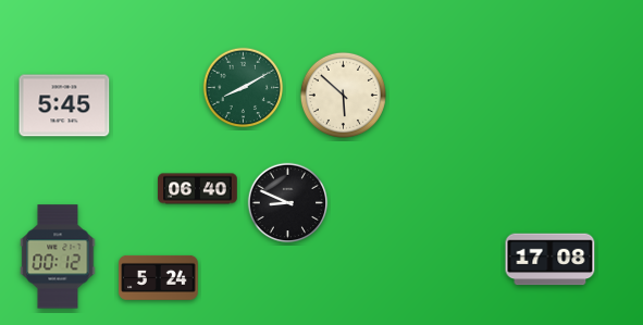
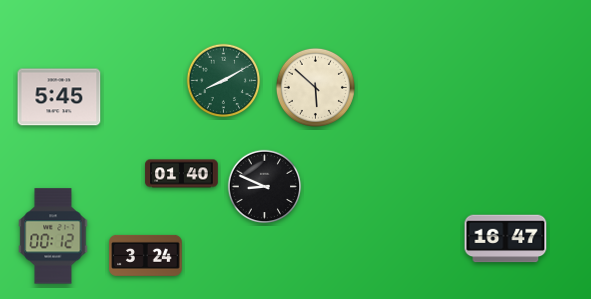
clock at (198, 189): 06:40 -> 01:40
clock at (551, 260): 17:08 -> 16:47
clock at (159, 277): 5:24 -> 3:24
